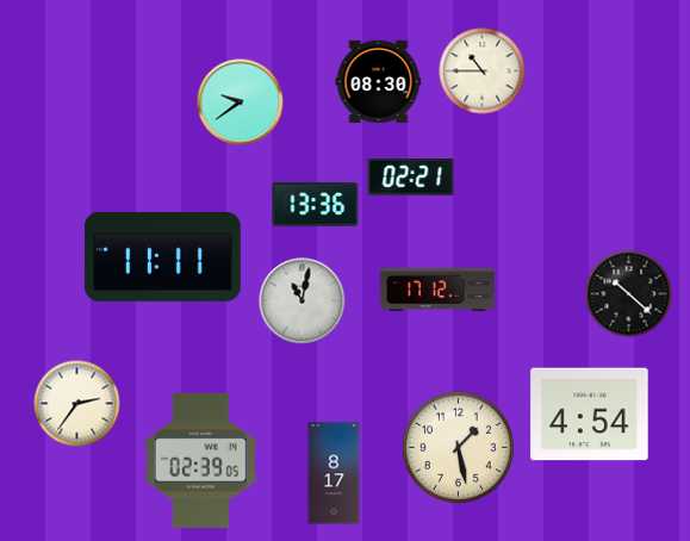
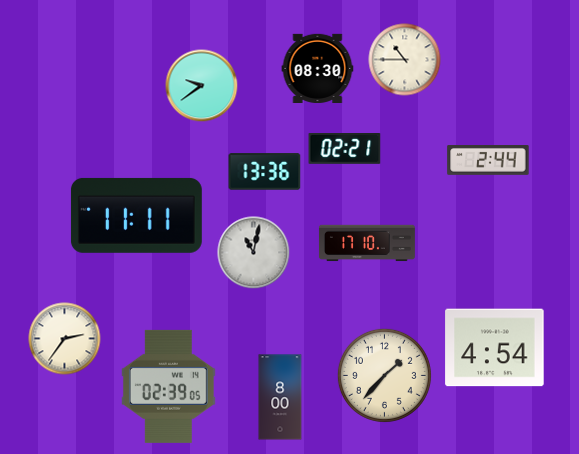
clock at (488, 161): none -> 2:44
clock at (437, 290): 17:12 -> 17:10
clock at (629, 294): 10:22 -> none
clock at (458, 447): 1:28 -> 1:37
clock at (334, 473): 8:17 -> 8:00
